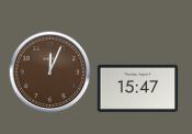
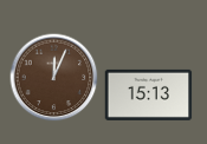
clock at (138, 88): 15:47 -> 15:13
